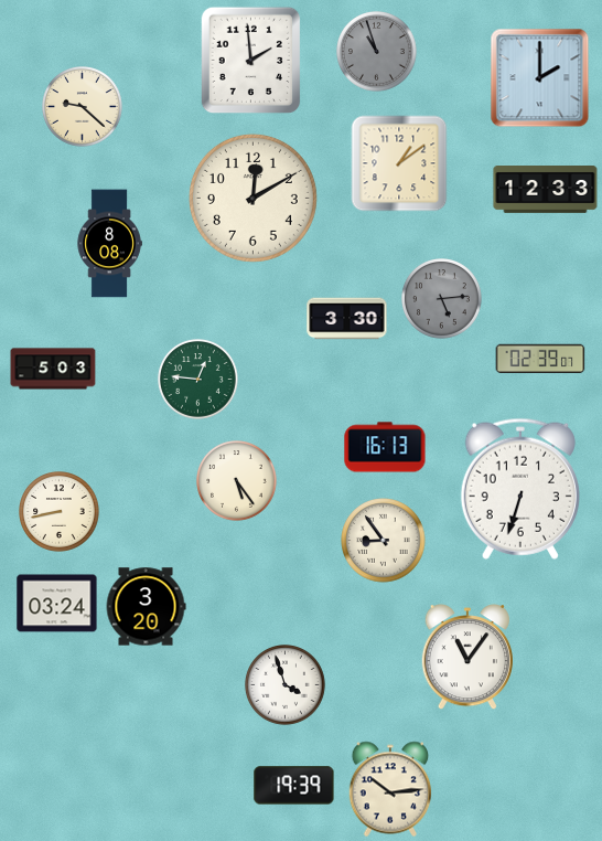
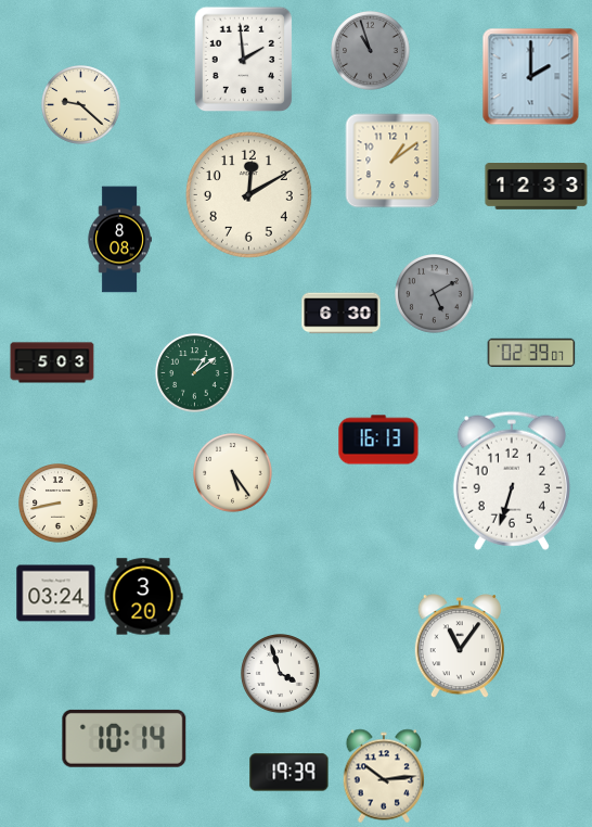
clock at (251, 61) position: (251, 61) -> (244, 60)
clock at (109, 244) position: (109, 244) -> (119, 240)
clock at (442, 299): 5:14 -> 5:10
clock at (347, 319): 3:30 -> 6:30
clock at (198, 380): 12:46 -> 1:09
clock at (384, 541): 8:54 -> none
clock at (125, 738): none -> 10:14
